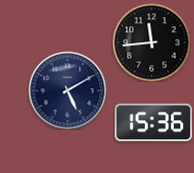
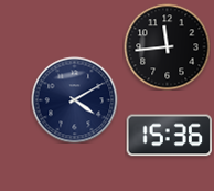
clock at (67, 90): 5:10 -> 4:10
